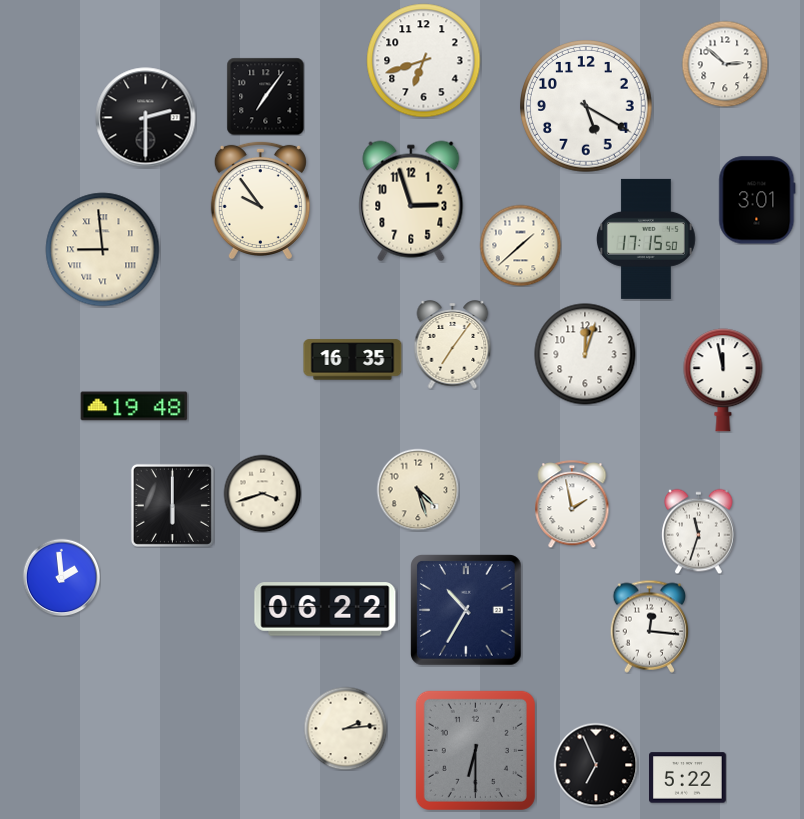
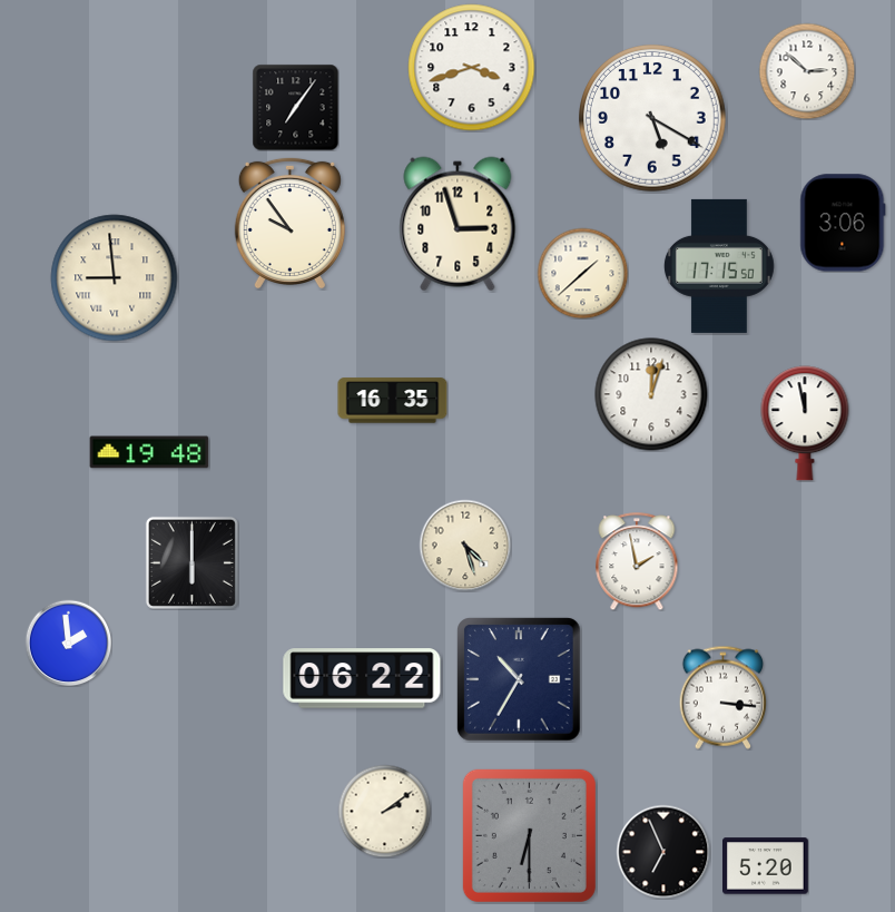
clock at (424, 61): 6:42 -> 3:42
clock at (146, 118): 2:30 -> none
clock at (757, 200): 3:01 -> 3:06
clock at (520, 245) position: (520, 245) -> (582, 273)
clock at (453, 345): 7:06 -> none
clock at (262, 493): 3:42 -> none
clock at (699, 531): 11:33 -> none
clock at (649, 626): 12:16 -> 3:16
clock at (345, 728): 2:14 -> 2:09
clock at (688, 778): 5:22 -> 5:20
